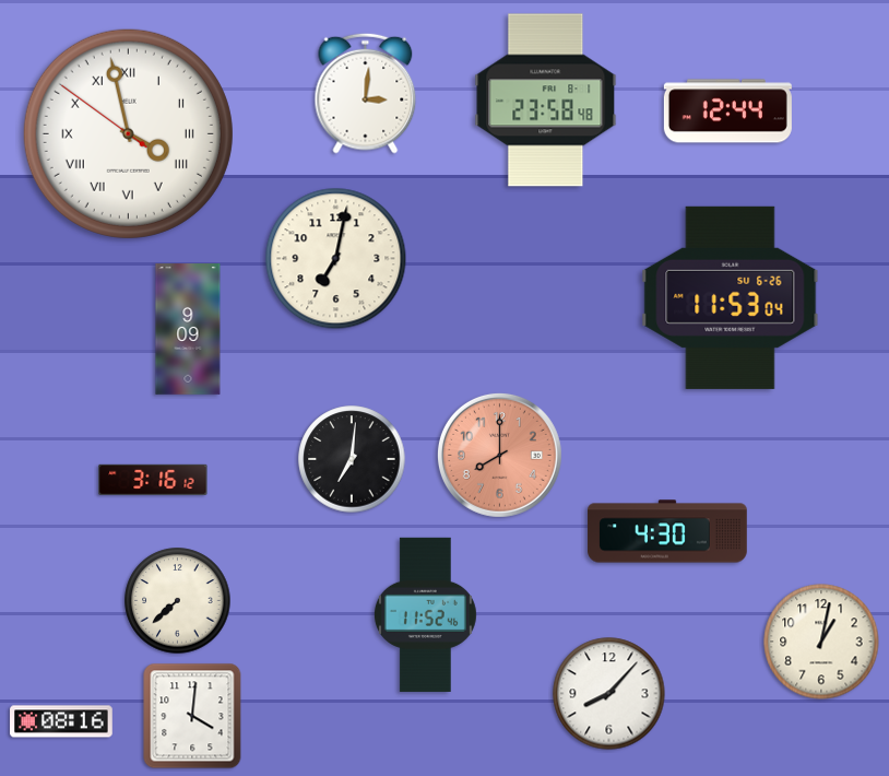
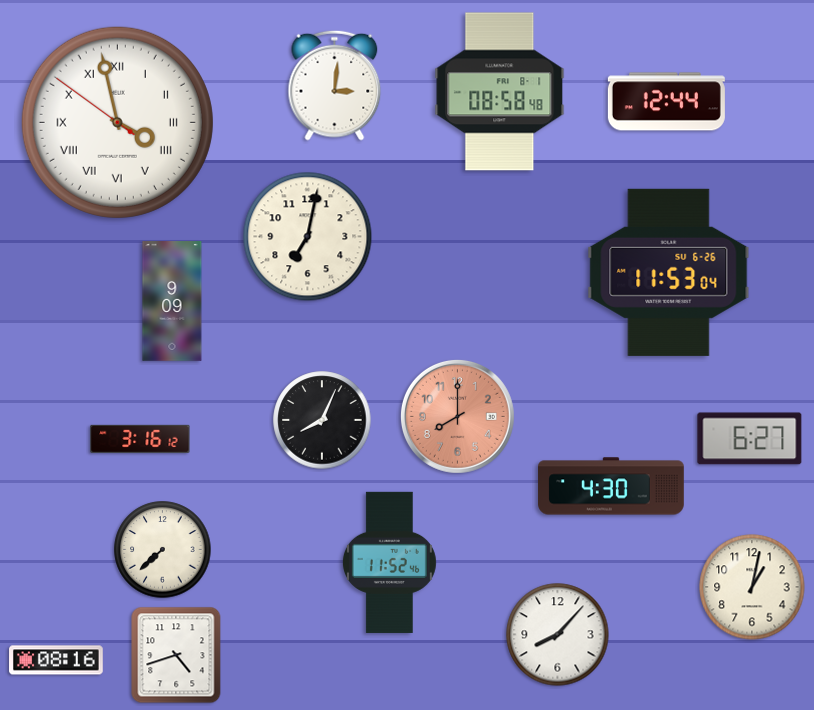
clock at (546, 101): 23:58 -> 08:58
clock at (352, 459): 7:01 -> 8:04
clock at (750, 439): none -> 6:27
clock at (192, 716): 4:01 -> 4:42
